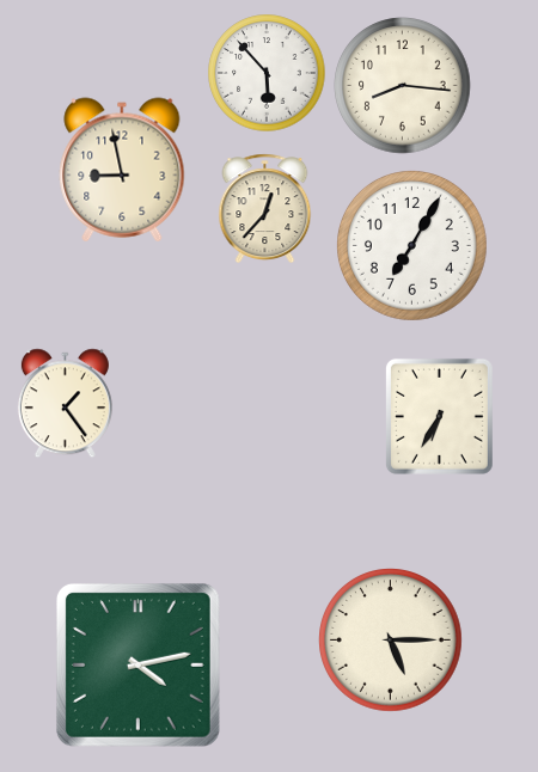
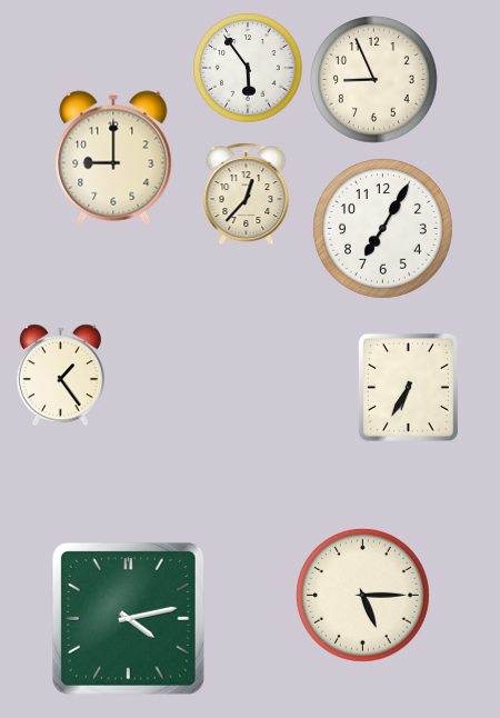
clock at (267, 73): 5:53 -> 5:54
clock at (403, 86): 8:16 -> 8:56
clock at (122, 170): 8:58 -> 9:00
